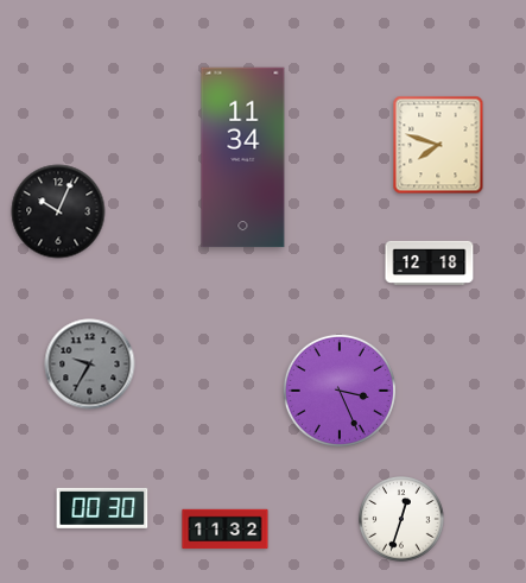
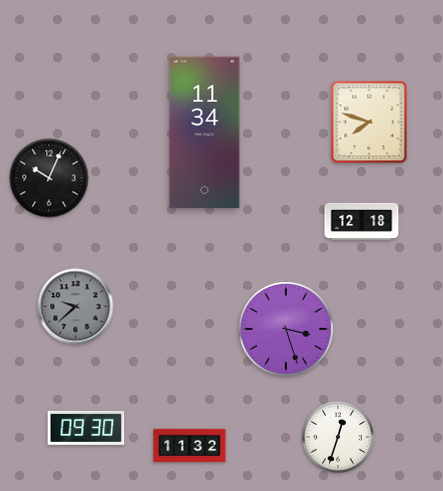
clock at (90, 365): 9:35 -> 9:38
clock at (340, 391): 3:26 -> 3:27
clock at (102, 508): 00:30 -> 09:30
